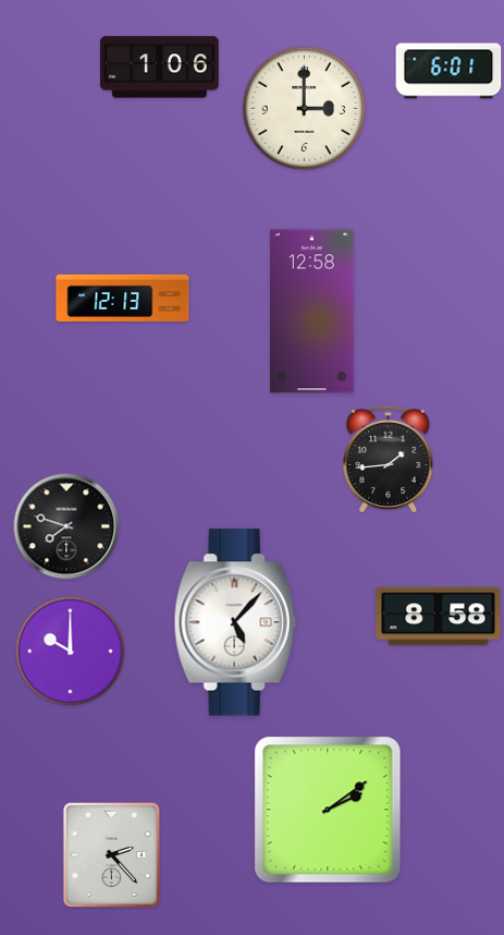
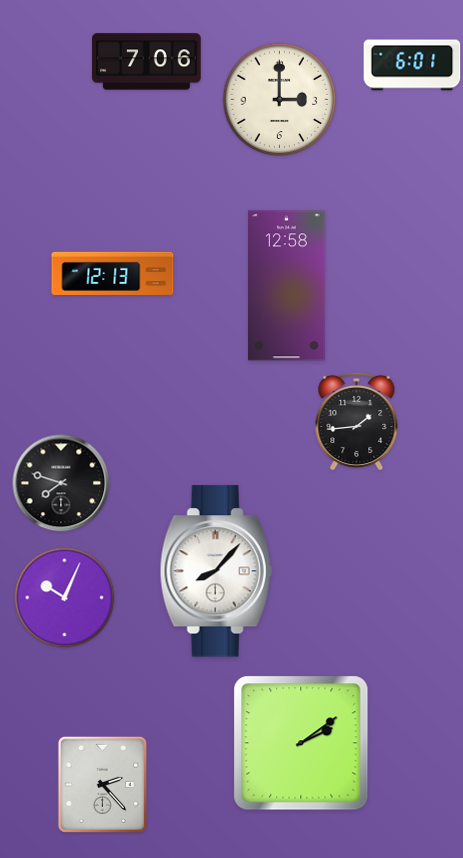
clock at (160, 68): 1:06 -> 7:06
clock at (439, 617): 8:58 -> none
clock at (235, 622): 5:07 -> 8:07
clock at (71, 652): 10:00 -> 10:04
